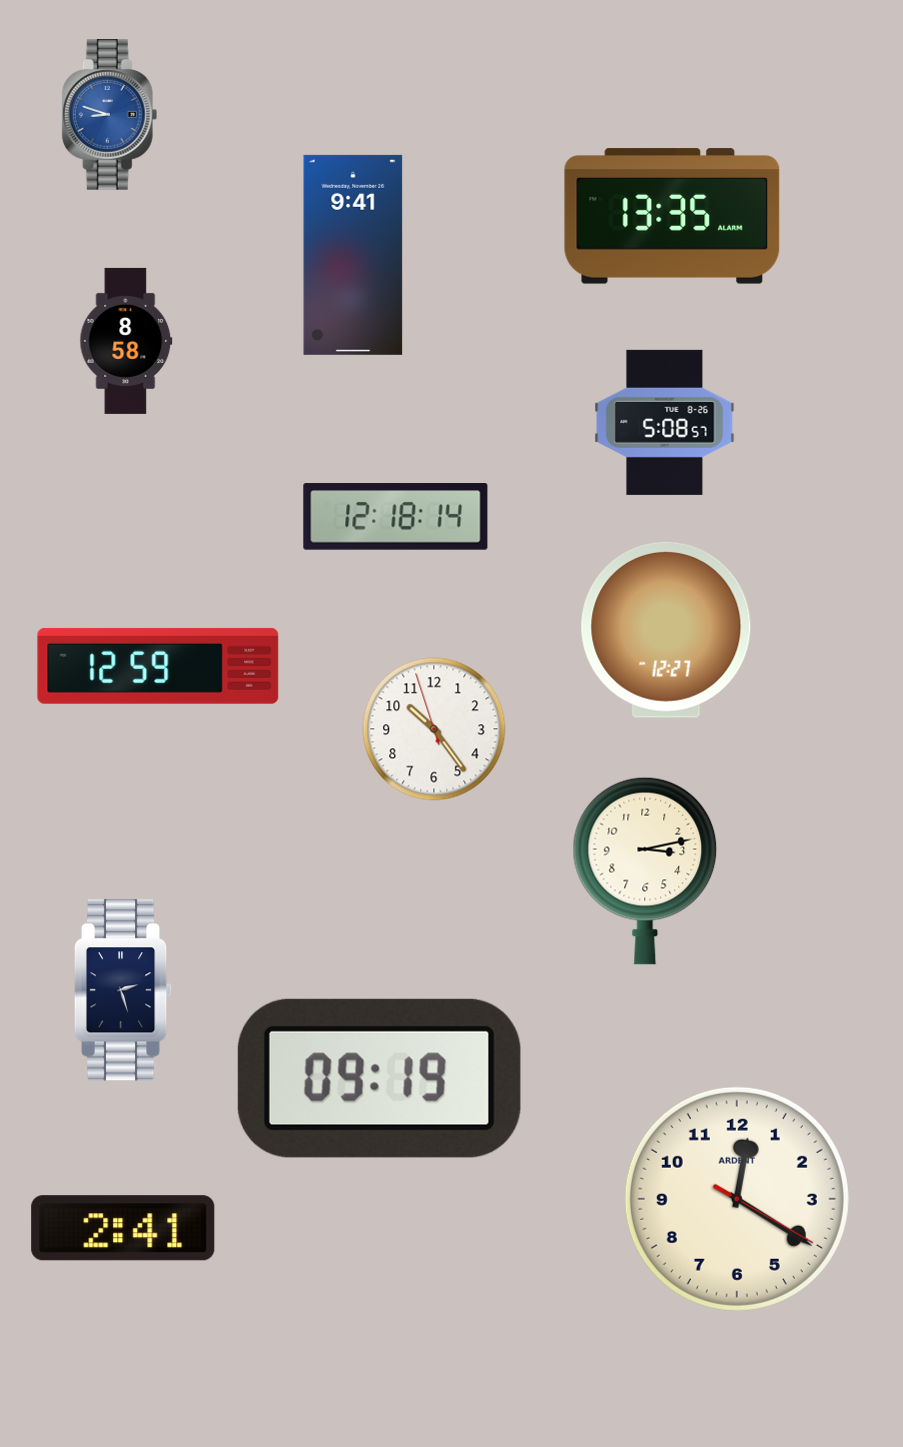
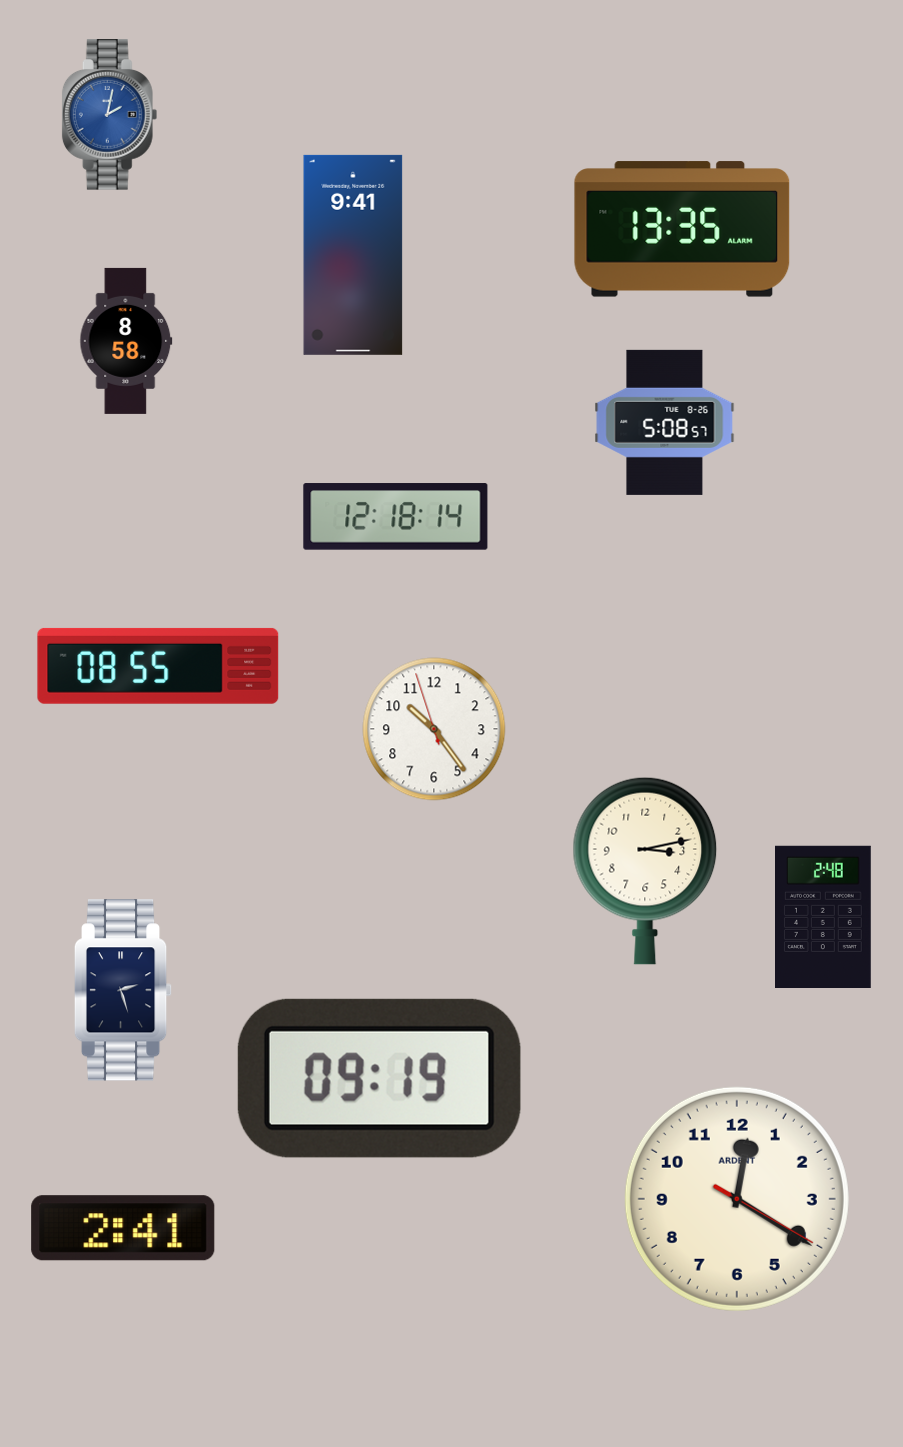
clock at (110, 115): 8:48 -> 2:02
clock at (672, 216) position: (672, 216) -> (682, 229)
clock at (666, 630): 12:27 -> none
clock at (158, 666): 12:59 -> 08:55
clock at (824, 916): none -> 2:48
